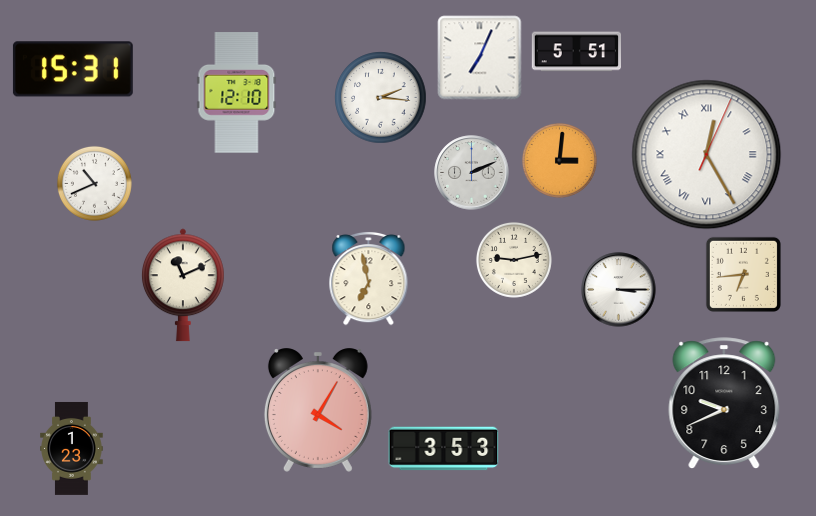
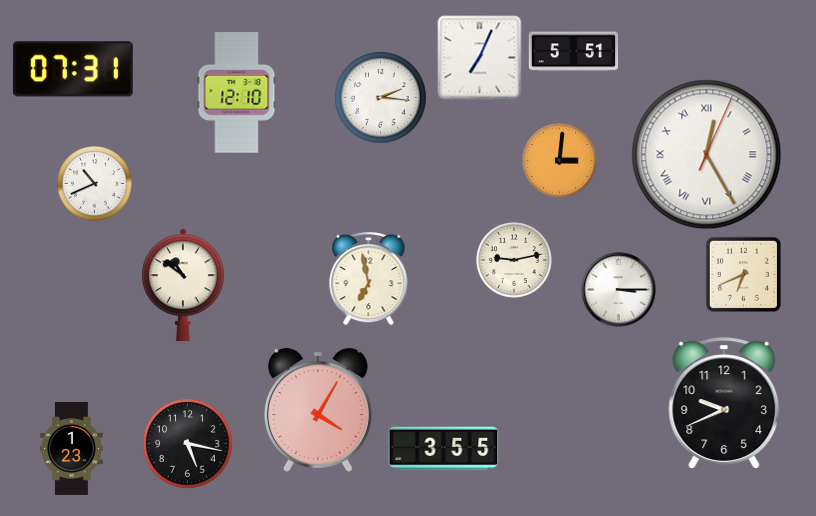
clock at (576, 52) position: (576, 52) -> (573, 52)
clock at (73, 69): 15:31 -> 07:31
clock at (472, 173): 2:11 -> none
clock at (743, 274): 6:44 -> 6:41
clock at (184, 285): 11:11 -> 10:51
clock at (188, 444): none -> 5:17
clock at (444, 449): 3:53 -> 3:55
